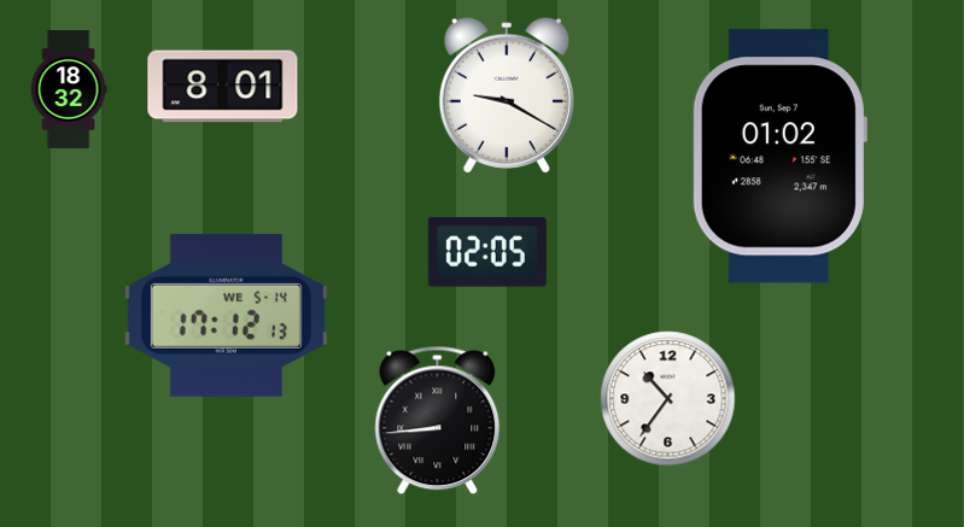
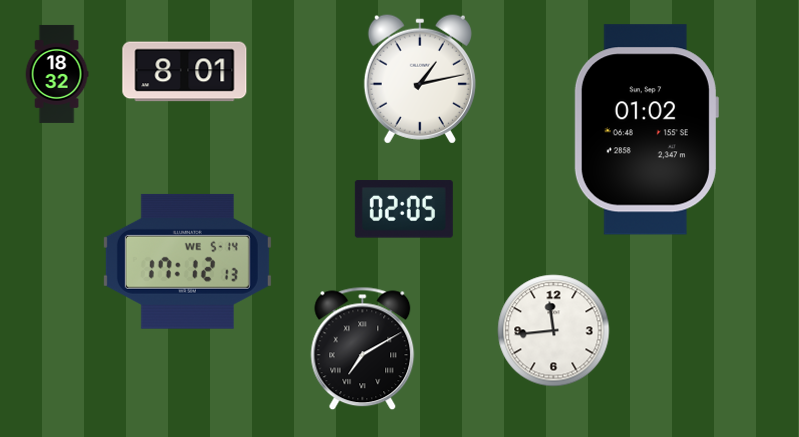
clock at (507, 95): 9:20 -> 1:13
clock at (668, 399): 10:36 -> 11:44
clock at (438, 421): 8:44 -> 7:10
